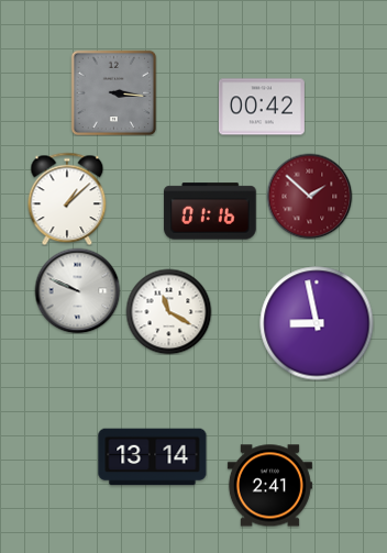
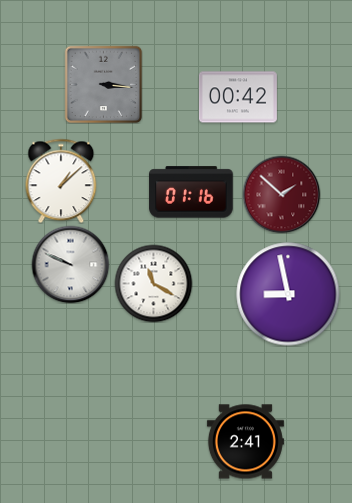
clock at (309, 196) position: (309, 196) -> (281, 194)
clock at (153, 457): 13:14 -> none
